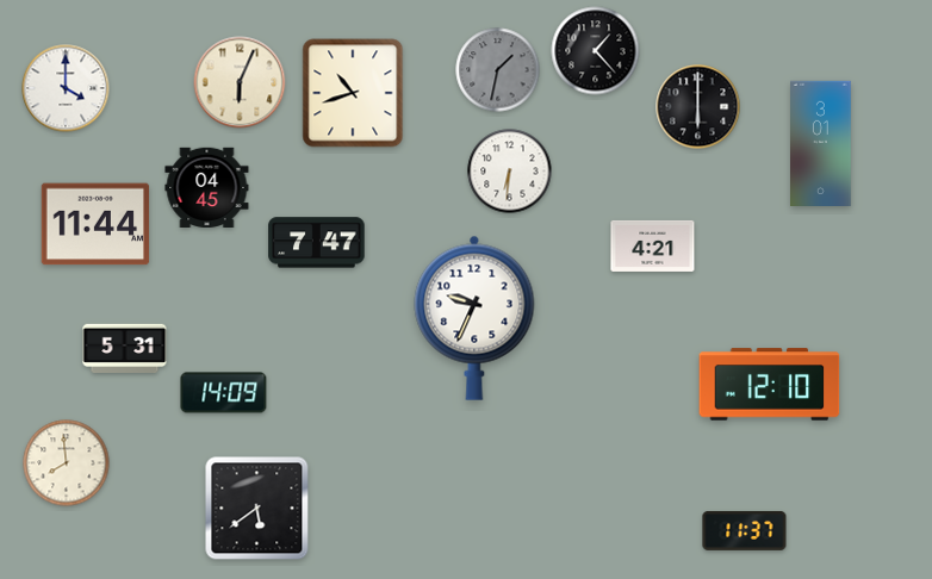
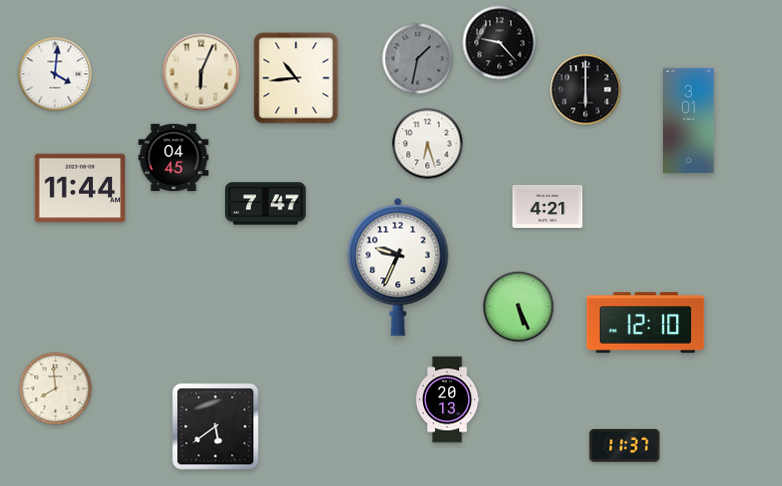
clock at (596, 51): 1:23 -> 9:23
clock at (240, 82) position: (240, 82) -> (201, 72)
clock at (66, 88): 4:00 -> 4:01
clock at (353, 93): 10:42 -> 10:44
clock at (510, 172): 6:31 -> 6:27
clock at (125, 348): 5:31 -> none
clock at (519, 307): none -> 5:26
clock at (224, 393): 14:09 -> none
clock at (447, 400): none -> 20:13
